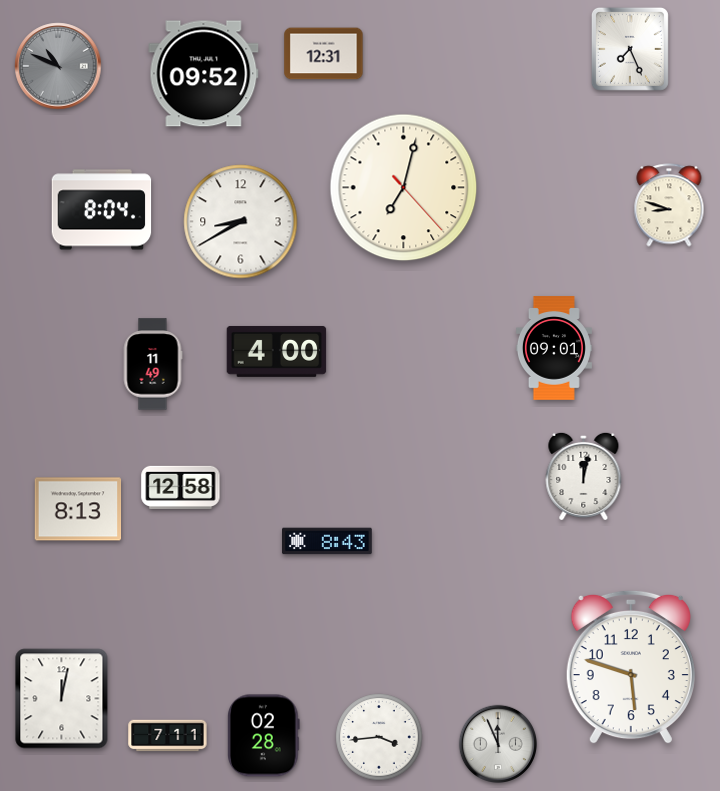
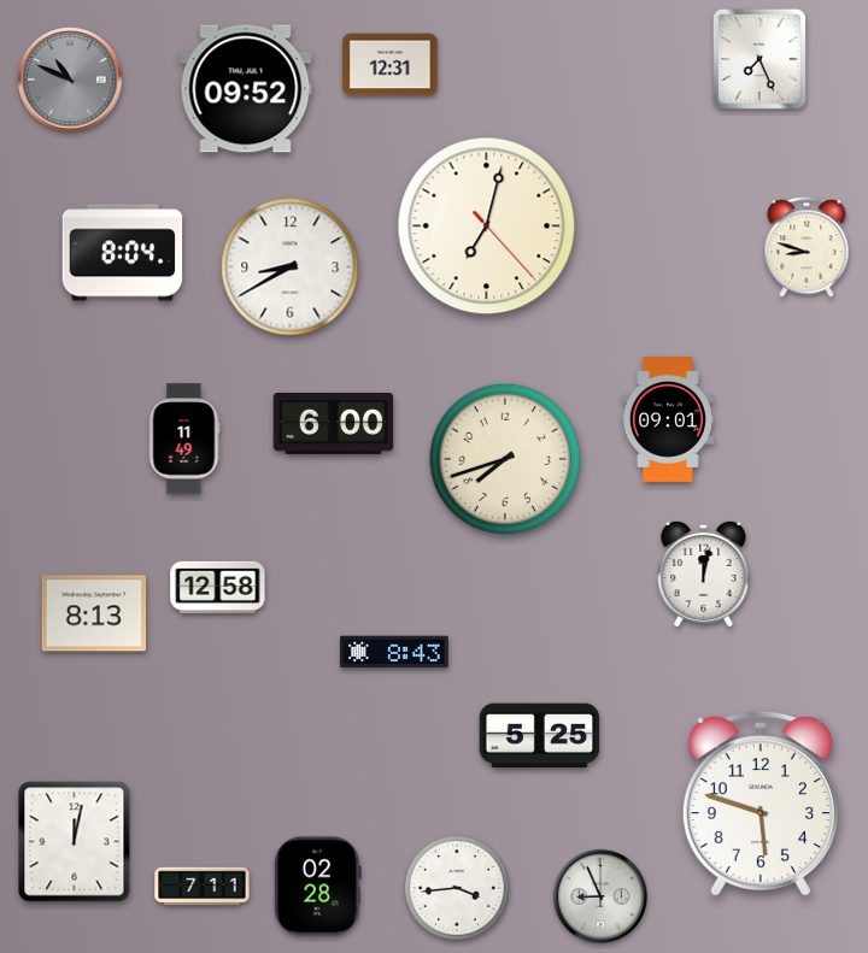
clock at (277, 351): 4:00 -> 6:00
clock at (505, 459): none -> 7:42
clock at (540, 736): none -> 5:25
clock at (497, 743): 11:56 -> 8:56
